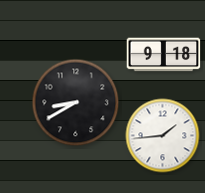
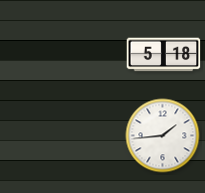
clock at (164, 55): 9:18 -> 5:18
clock at (76, 103): 8:40 -> none
